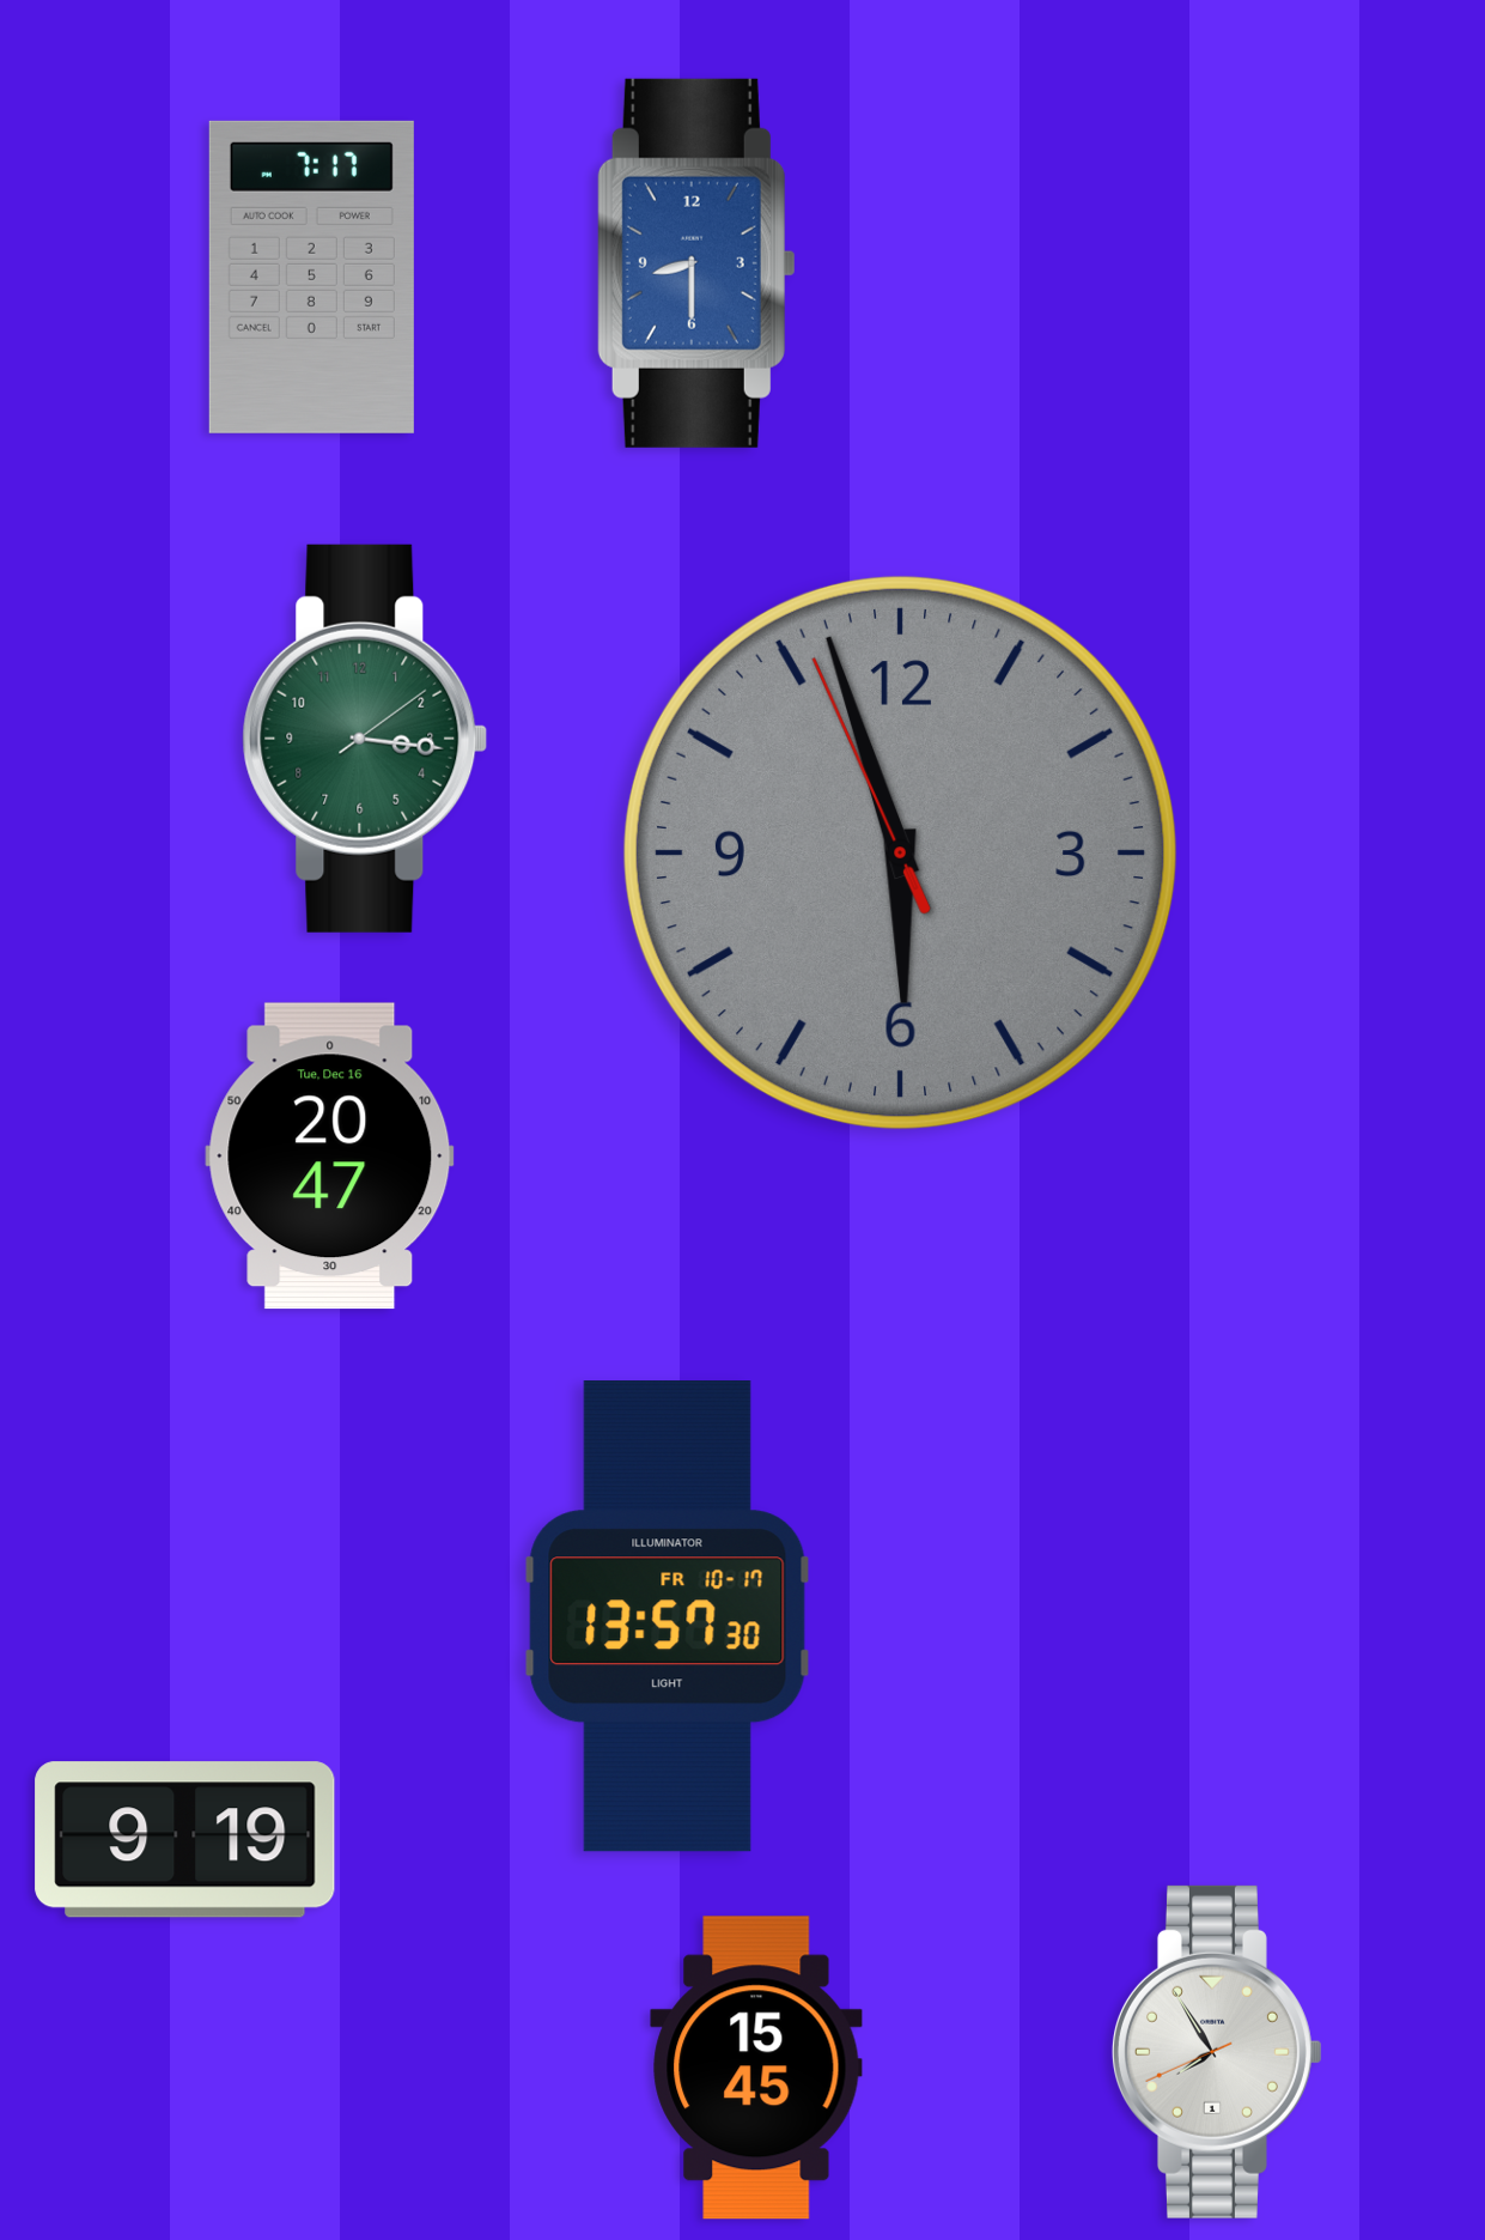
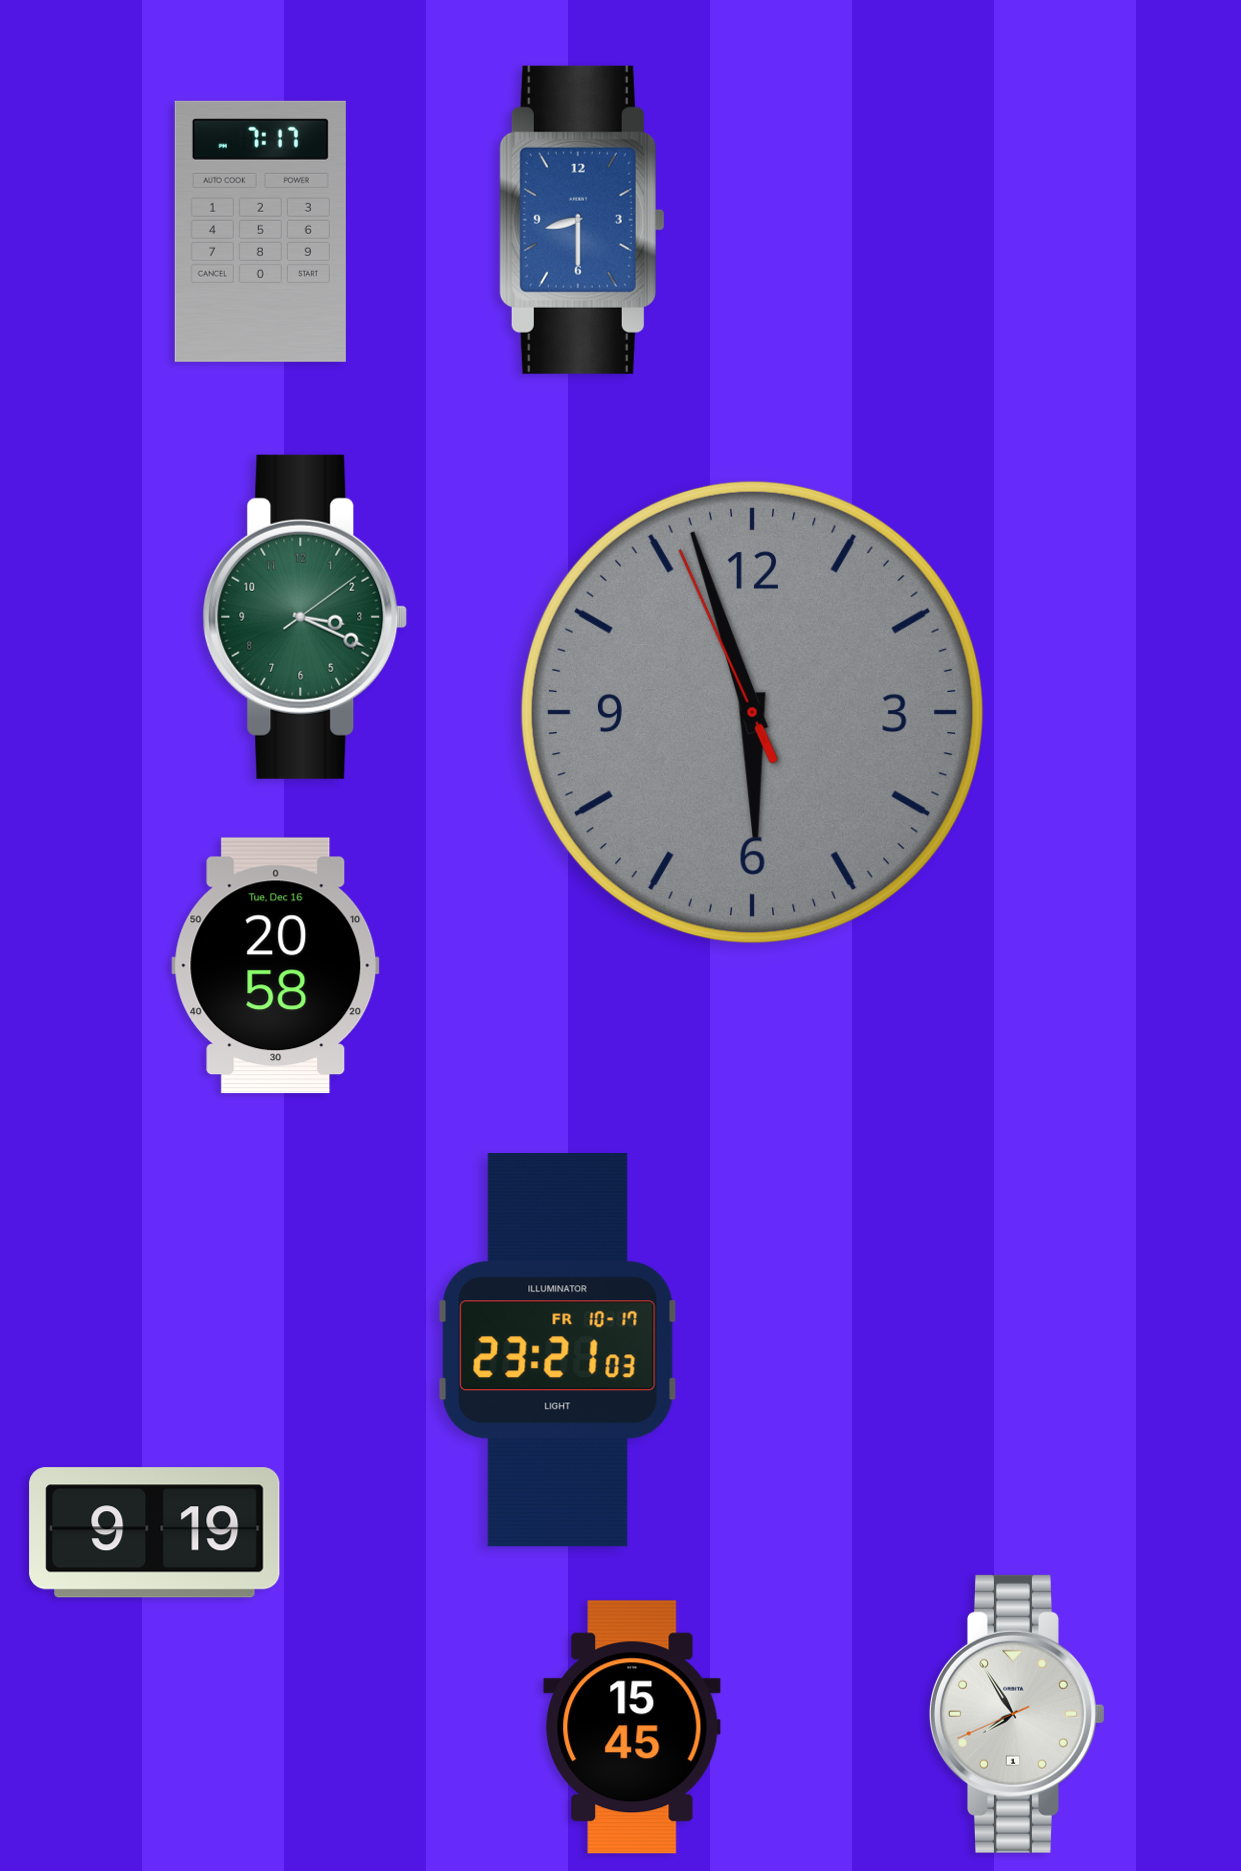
clock at (365, 739): 3:16 -> 3:19
clock at (330, 1157): 20:47 -> 20:58
clock at (668, 1616): 13:57 -> 23:21
clock at (185, 1840) position: (185, 1840) -> (155, 1533)
